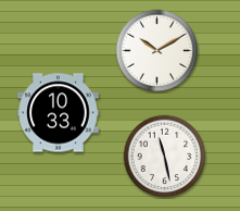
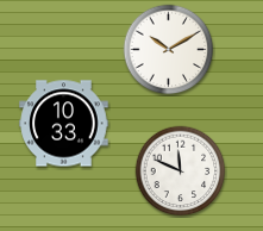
clock at (157, 51) position: (157, 51) -> (169, 50)
clock at (165, 157): 11:28 -> 11:49
